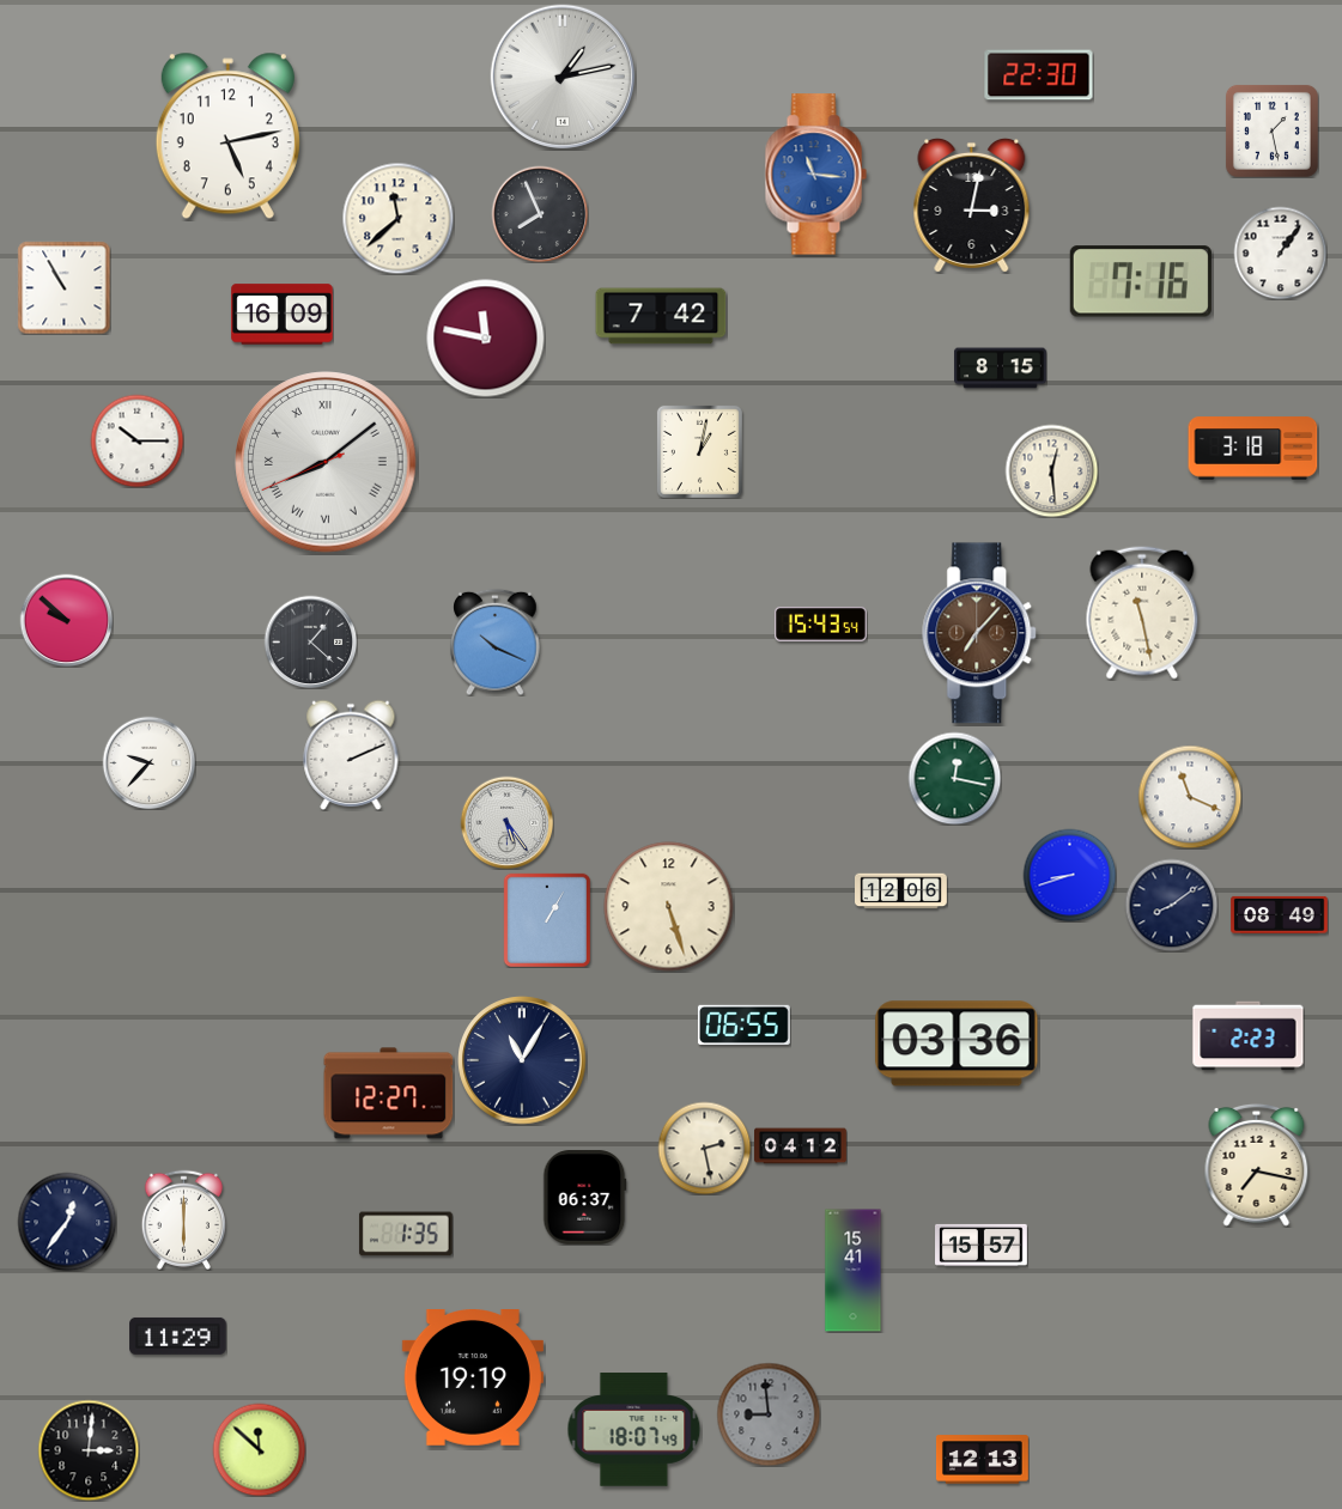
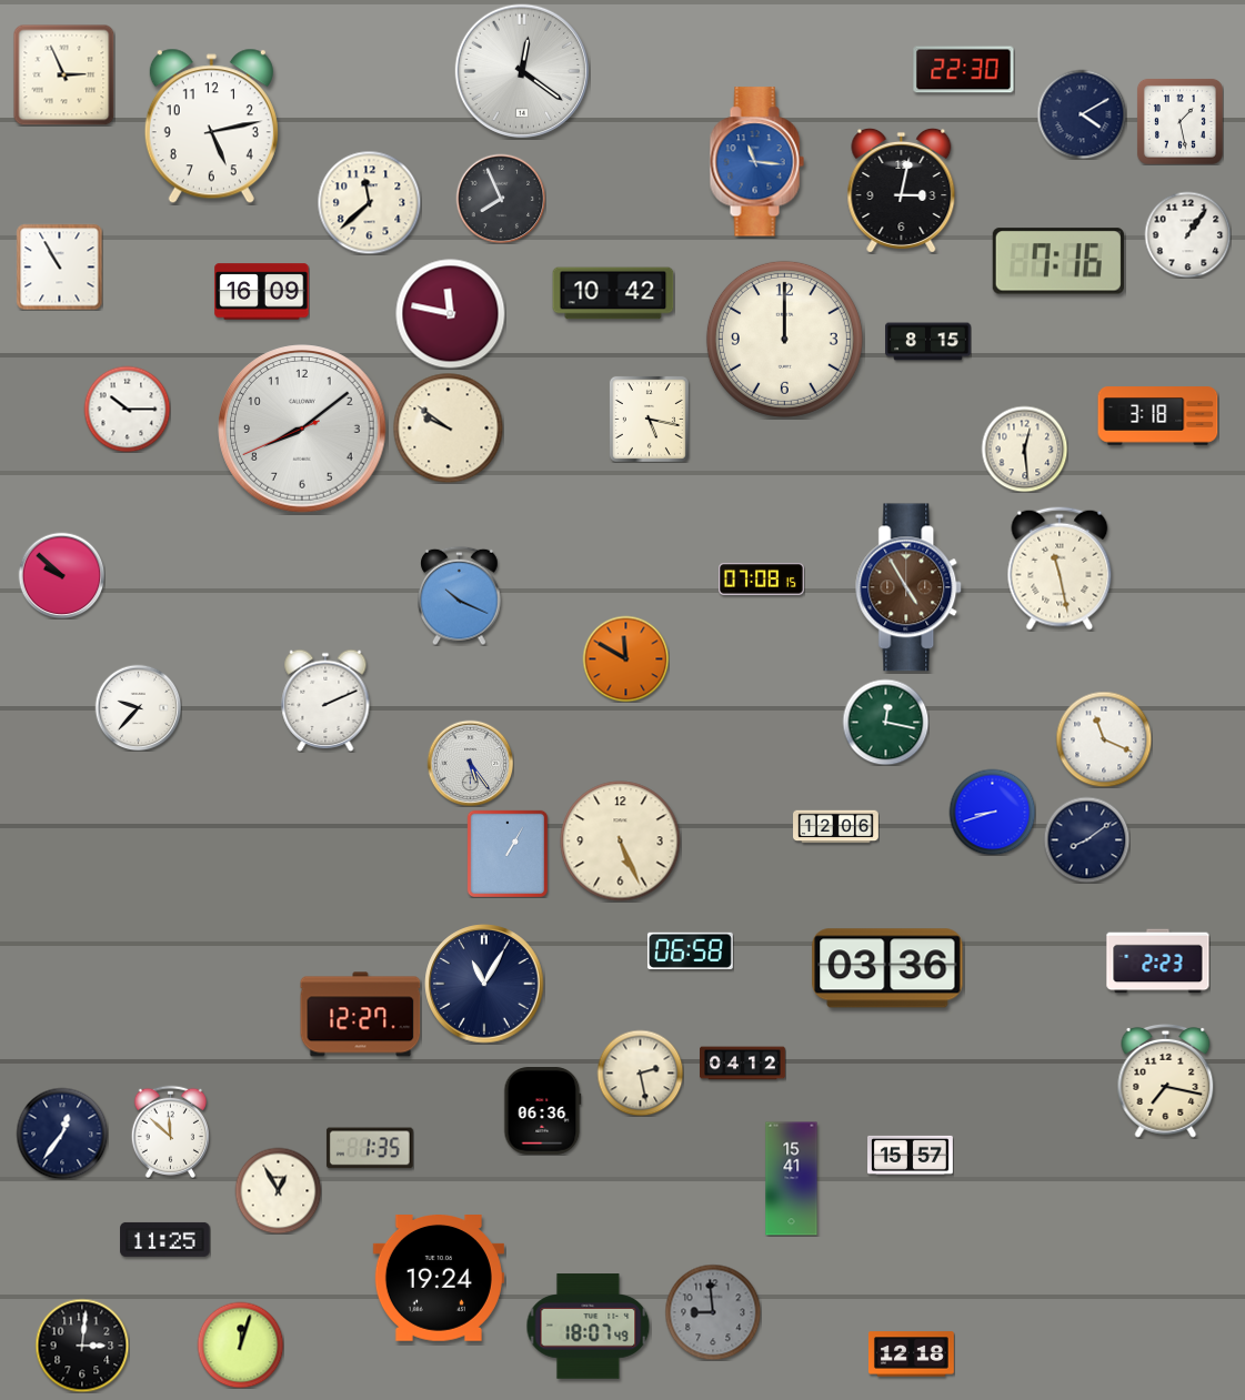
clock at (563, 75): 1:13 -> 12:21
clock at (63, 75): none -> 2:56
clock at (1082, 114): none -> 4:10
clock at (661, 316): 7:42 -> 10:42
clock at (784, 339): none -> 12:00
clock at (1253, 449) position: (1253, 449) -> (1158, 416)
clock at (699, 451): 1:02 -> 5:17
clock at (326, 462) numerals: Roman -> Arabic
clock at (449, 429): none -> 9:51
clock at (1051, 470) position: (1051, 470) -> (1024, 449)
clock at (821, 625): 15:43 -> 07:08
clock at (980, 633): 7:07 -> 4:55
clock at (310, 641): 1:22 -> none
clock at (625, 658): none -> 11:50
clock at (669, 907): 5:27 -> 5:26
clock at (1280, 914): 08:49 -> none
clock at (743, 1024): 06:55 -> 06:58
clock at (704, 1148) position: (704, 1148) -> (640, 1072)
clock at (585, 1198): 06:37 -> 06:36
clock at (183, 1219): 6:00 -> 11:52
clock at (406, 1234) position: (406, 1234) -> (370, 1148)
clock at (278, 1190): none -> 12:55
clock at (178, 1335): 11:29 -> 11:25
clock at (473, 1379): 19:19 -> 19:24
clock at (259, 1449): 11:52 -> 12:03
clock at (982, 1460): 12:13 -> 12:18
